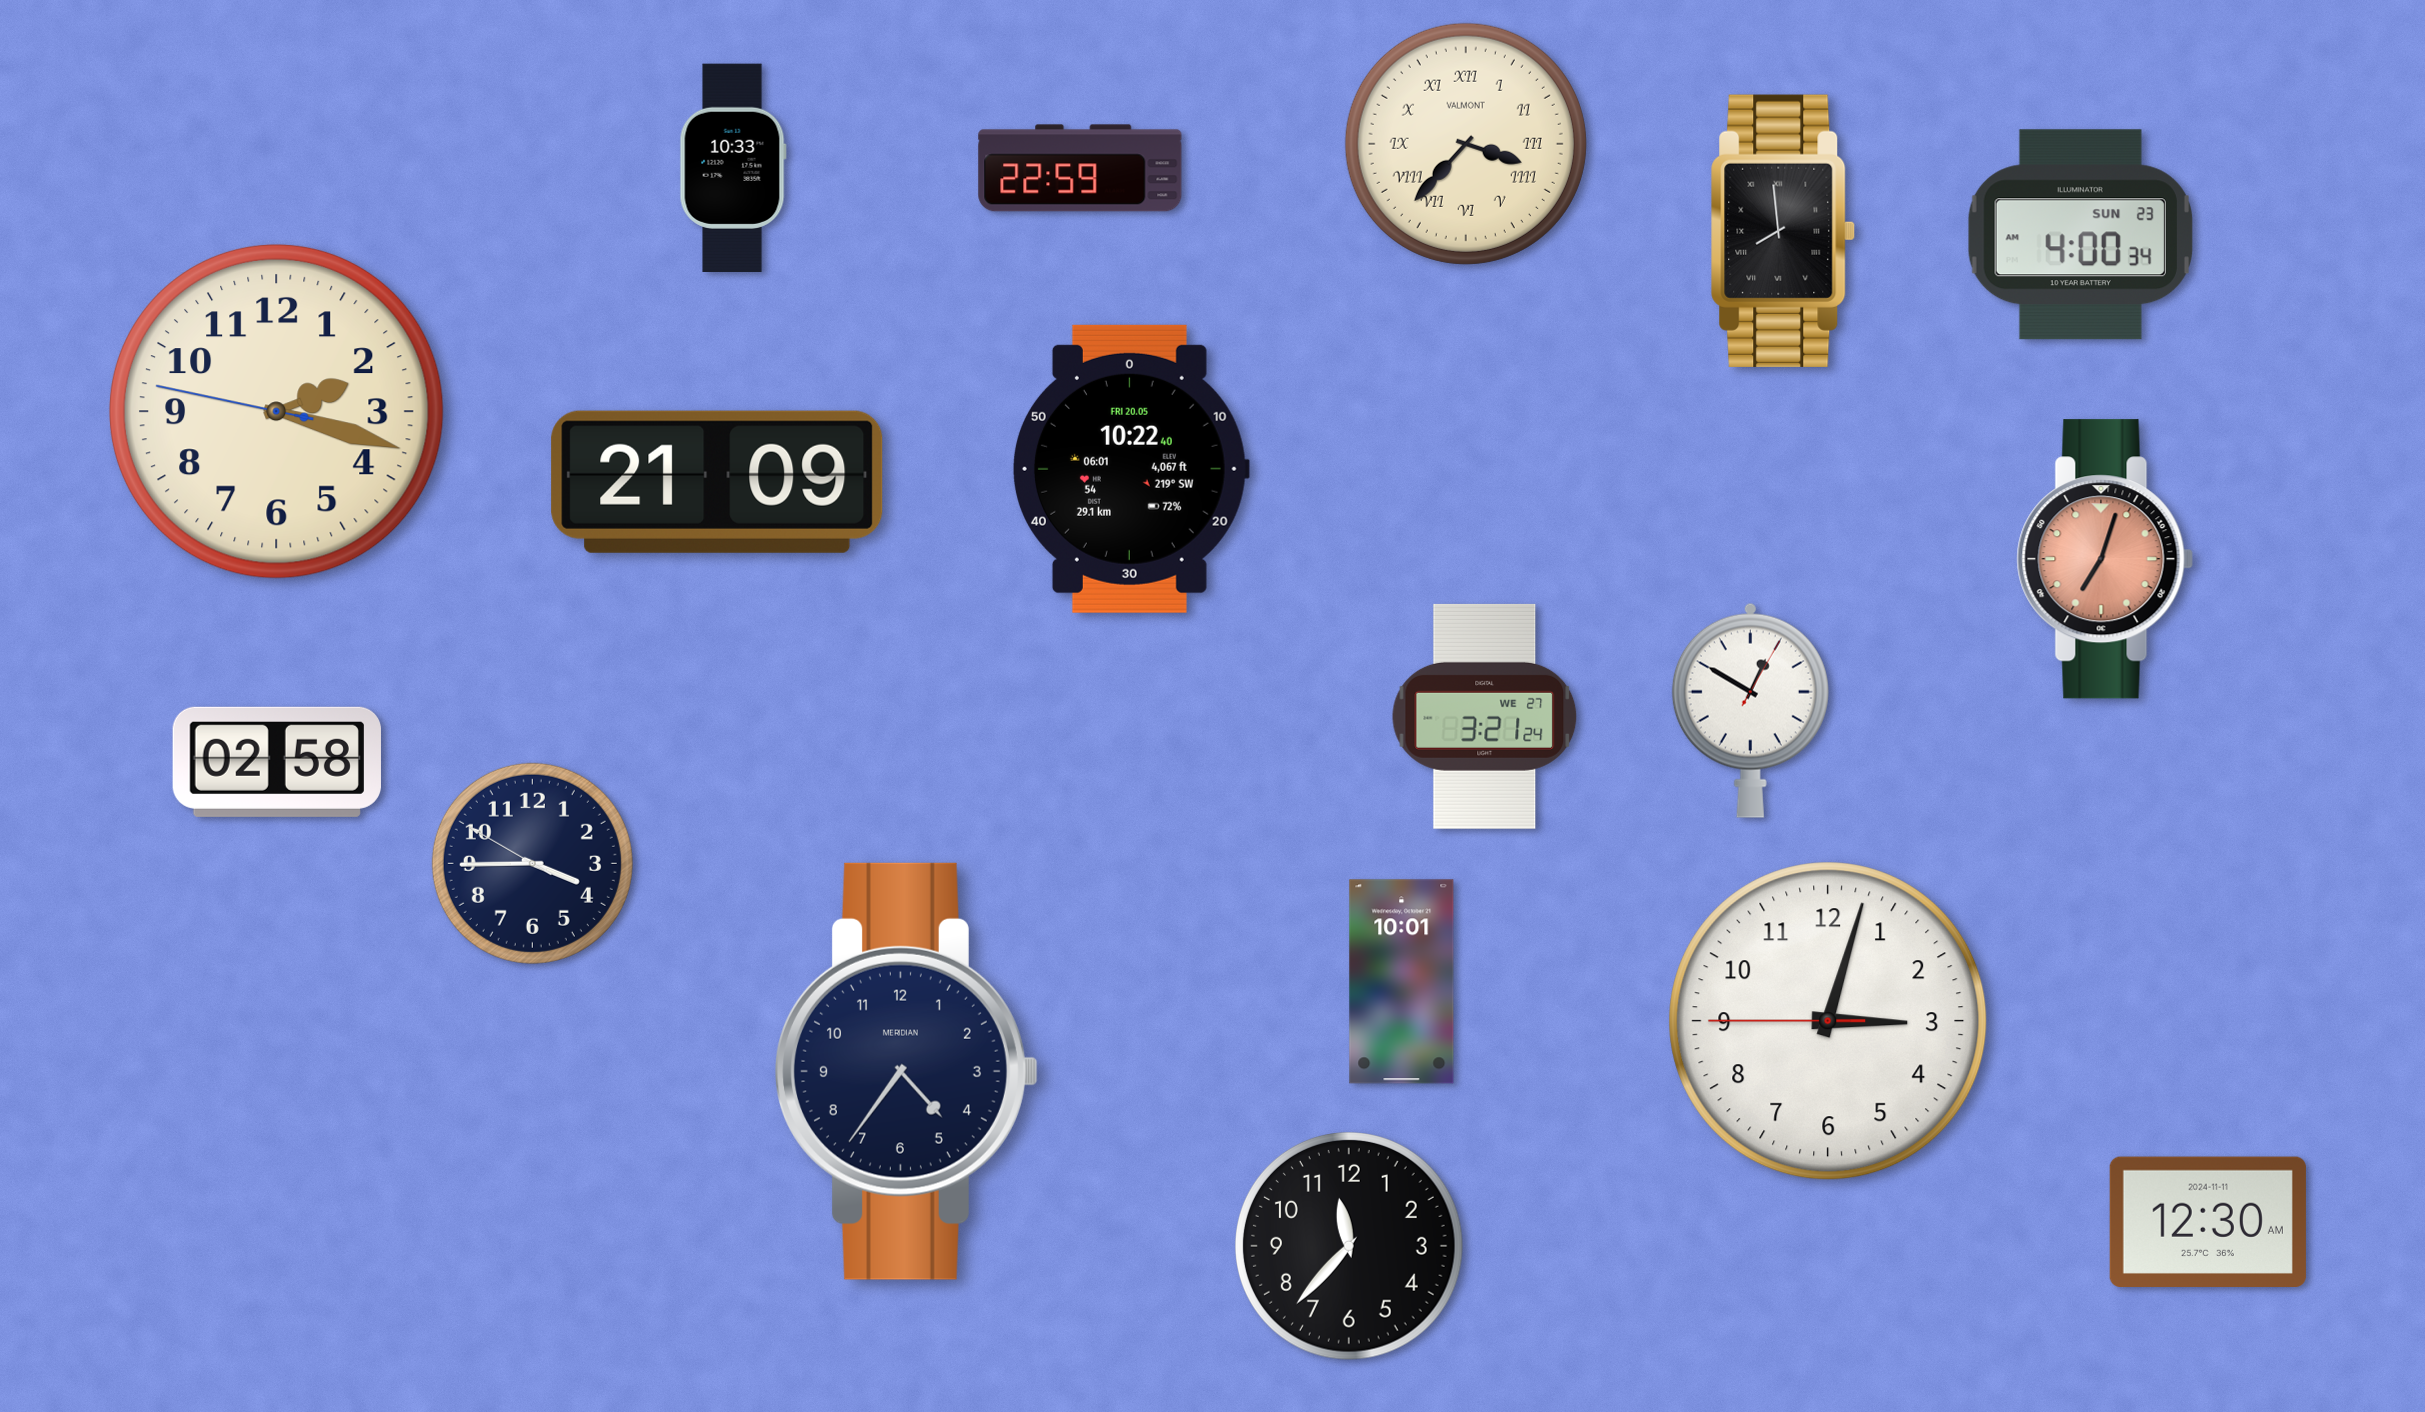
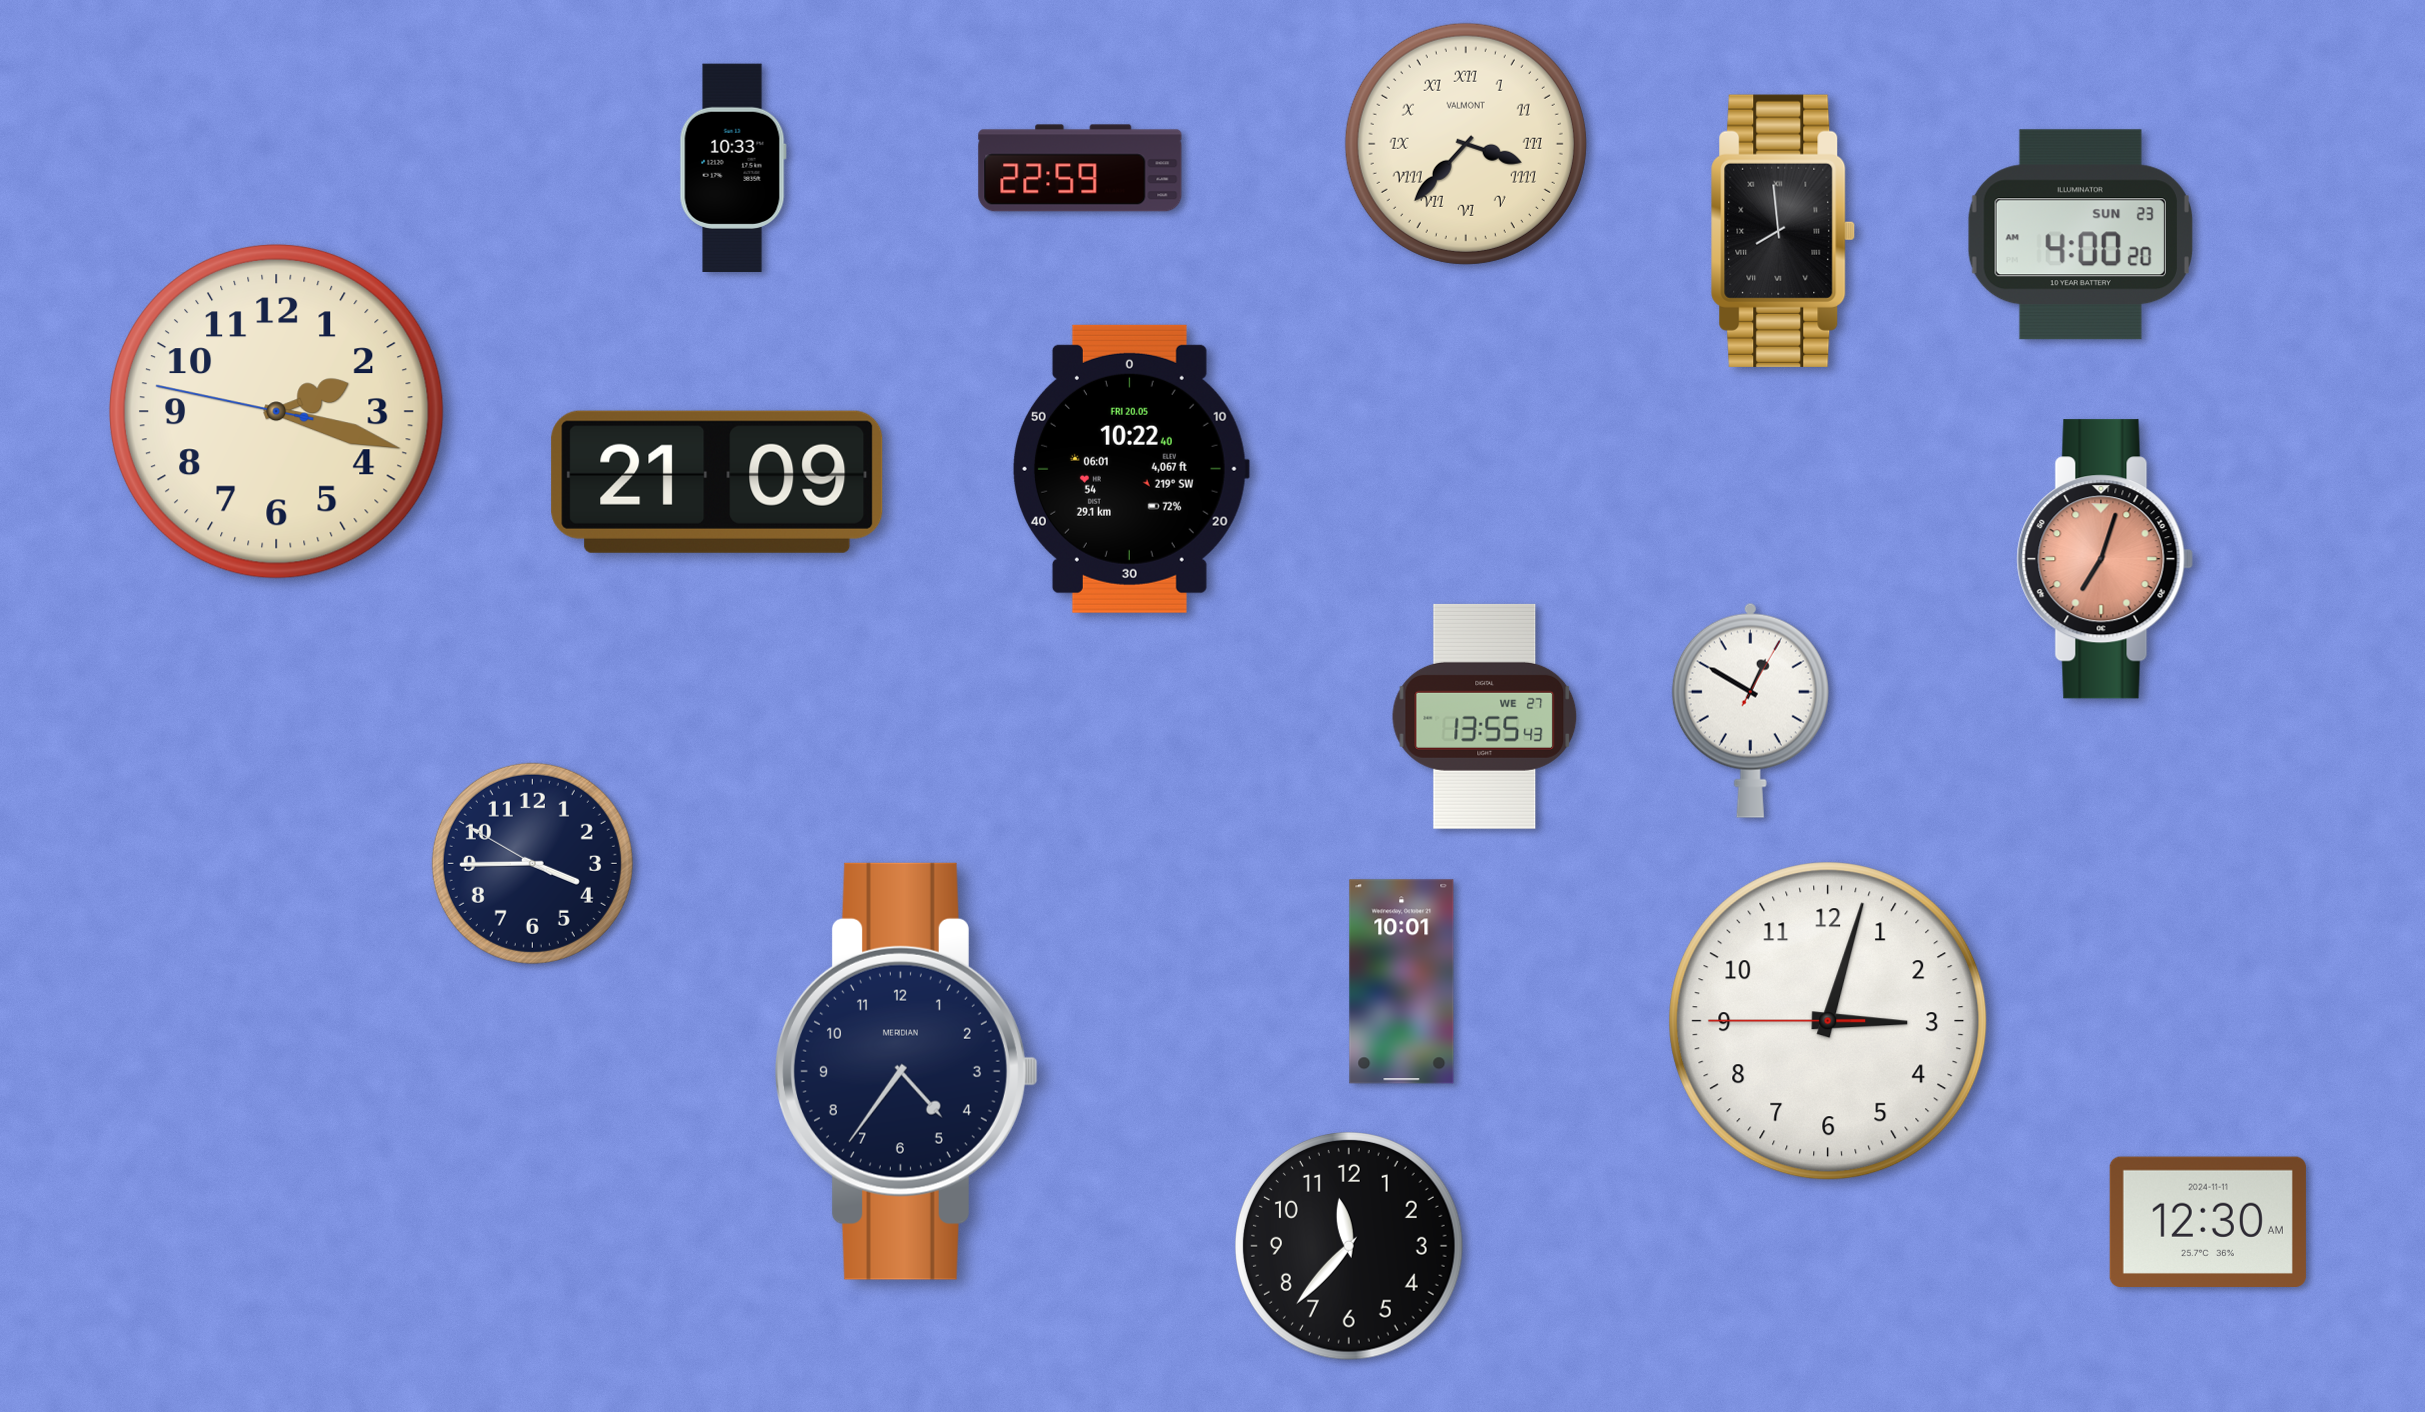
clock at (2080, 235): 4:00:34 -> 4:00:20
clock at (1485, 716): 3:21 -> 13:55
clock at (277, 762): 02:58 -> none
